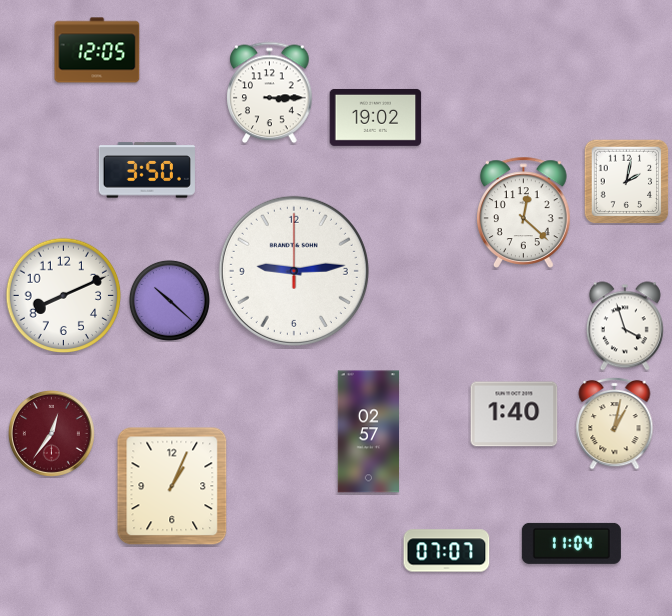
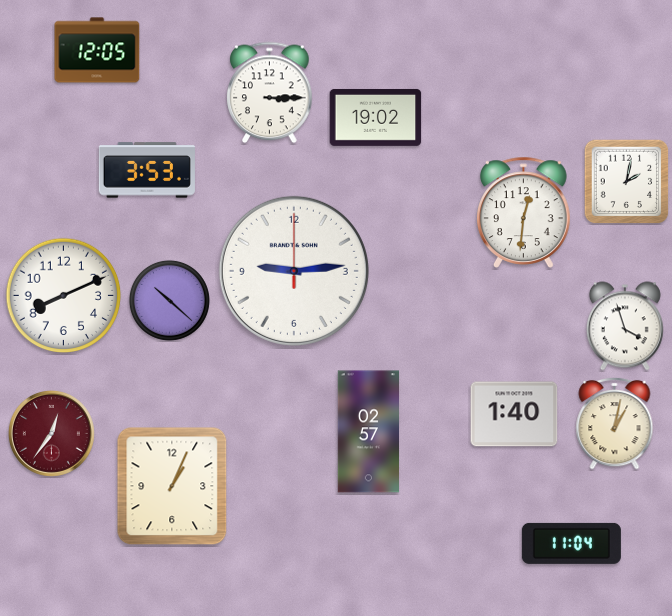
clock at (147, 170): 3:50 -> 3:53
clock at (524, 212): 12:22 -> 12:31
clock at (447, 551): 07:07 -> none
